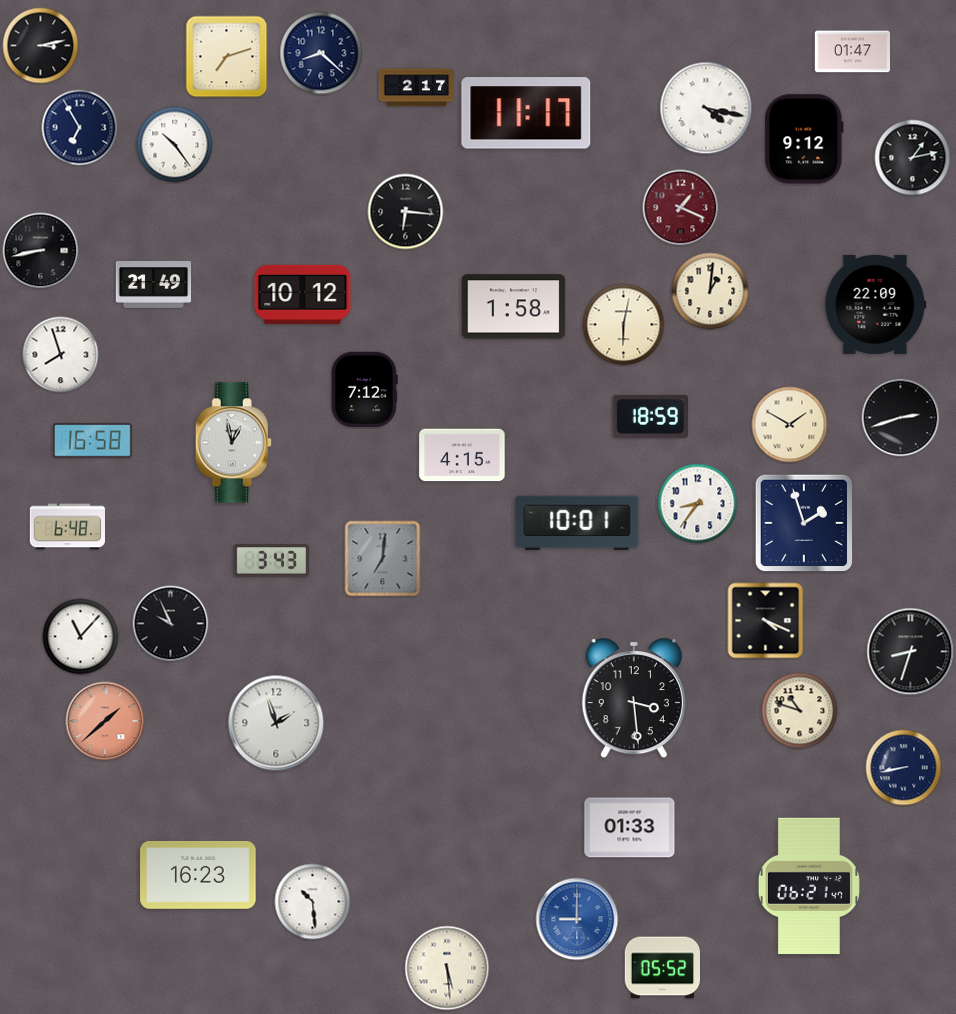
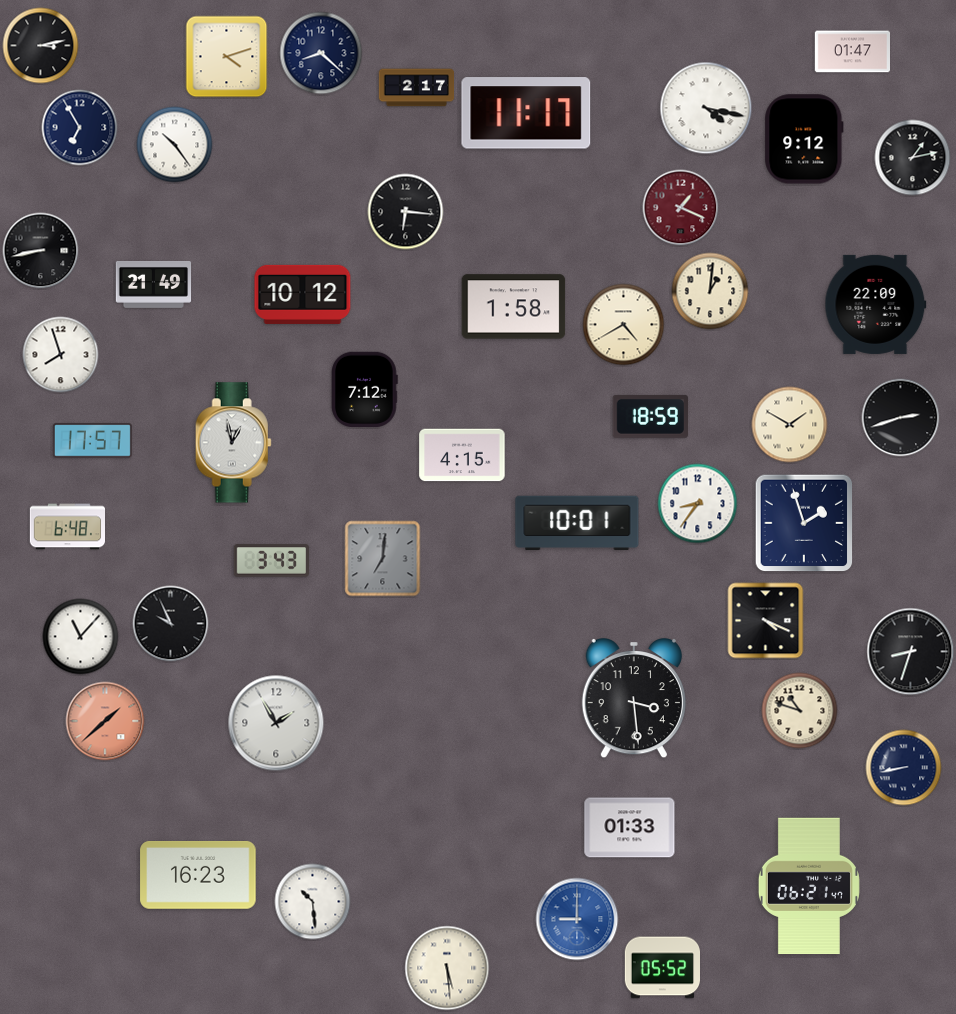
clock at (227, 57): 7:12 -> 4:12
clock at (624, 325): 6:02 -> 4:40
clock at (92, 441): 16:58 -> 17:57
clock at (276, 723): 1:57 -> 1:55
